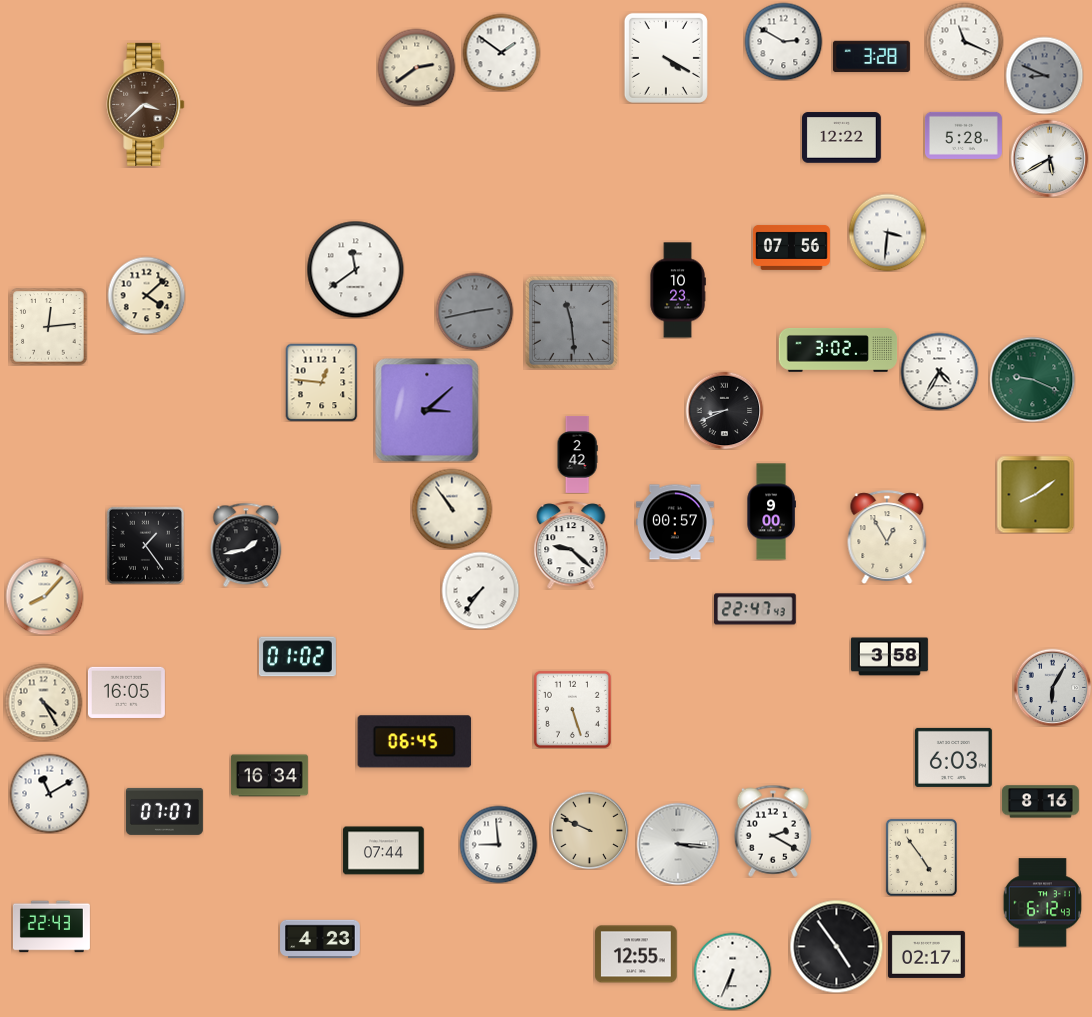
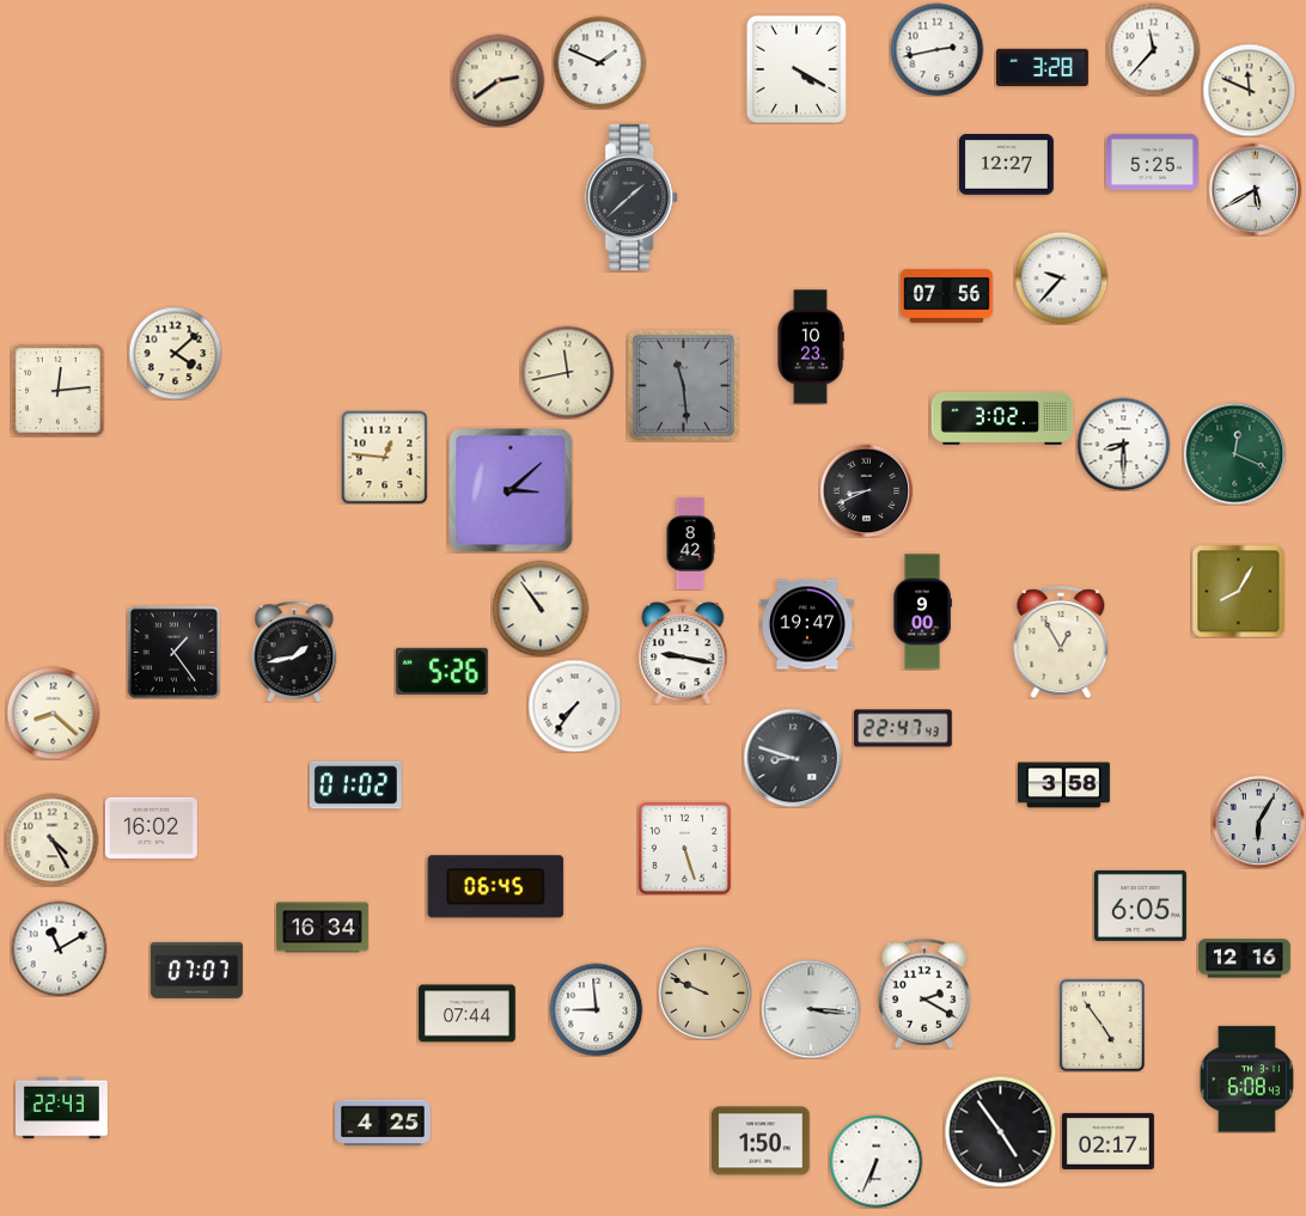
clock at (783, 41): 2:50 -> 2:43
clock at (964, 41): 11:19 -> 11:37
clock at (501, 52): 1:51 -> 1:49
clock at (1044, 75): 8:49 -> 11:49
clock at (1044, 75) dial: grey -> cream
clock at (146, 104): 3:38 -> none
clock at (963, 135): 5:28 -> 5:25
clock at (842, 138): 12:22 -> 12:27
clock at (633, 197): none -> 1:38
clock at (887, 232): 3:31 -> 9:37
clock at (355, 269): 11:39 -> none
clock at (474, 311): 2:43 -> 11:43
clock at (474, 311) dial: grey -> cream
clock at (939, 371): 4:35 -> 8:30
clock at (1032, 379): 9:19 -> 12:19
clock at (577, 455): 2:42 -> 8:42
clock at (1035, 494): 8:09 -> 8:05
clock at (675, 522): 00:57 -> 19:47
clock at (571, 545): 9:22 -> 9:17
clock at (441, 671): none -> 5:26
clock at (44, 596): 8:07 -> 8:22
clock at (793, 758): none -> 8:48
clock at (126, 692): 16:05 -> 16:02
clock at (953, 757): 6:03 -> 6:05
clock at (1040, 802): 8:16 -> 12:16
clock at (384, 851) position: (384, 851) -> (468, 1014)
clock at (1042, 903): 6:12 -> 6:08
clock at (320, 939): 4:23 -> 4:25
clock at (636, 954): 12:55 -> 1:50
